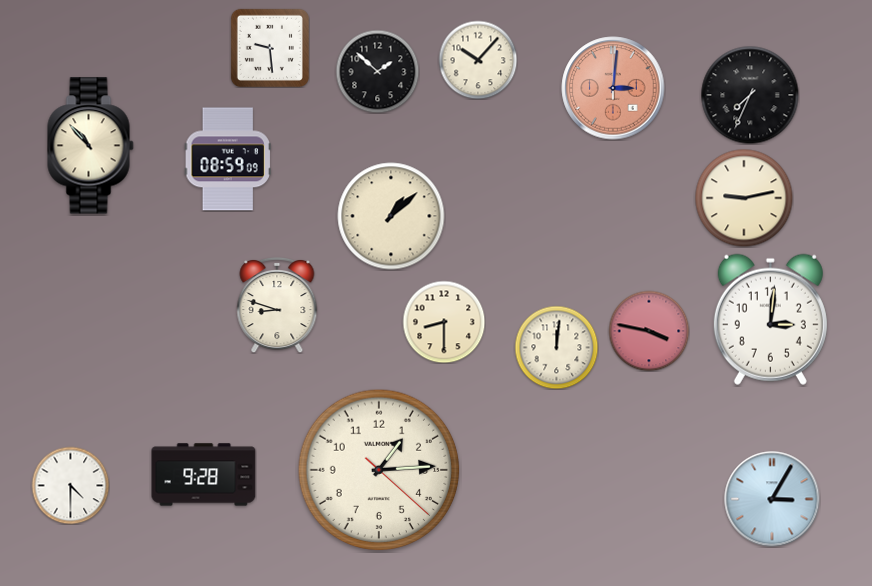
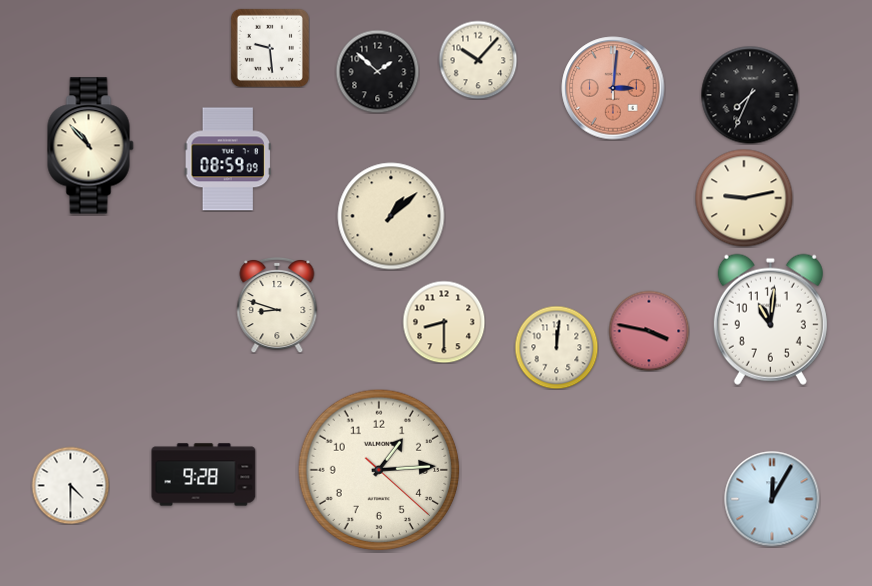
clock at (770, 319): 3:01 -> 11:01
clock at (772, 499): 3:05 -> 12:05
